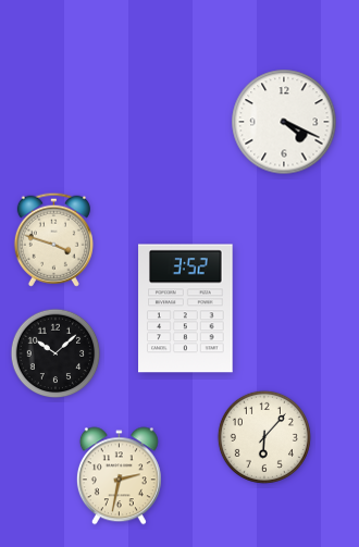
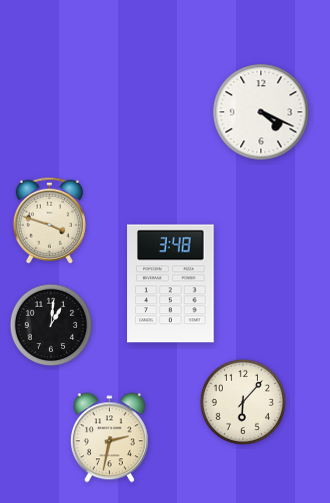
clock at (186, 309): 3:52 -> 3:48
clock at (55, 353): 10:08 -> 1:01
